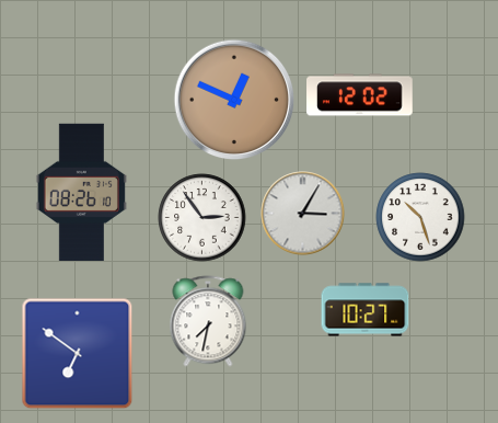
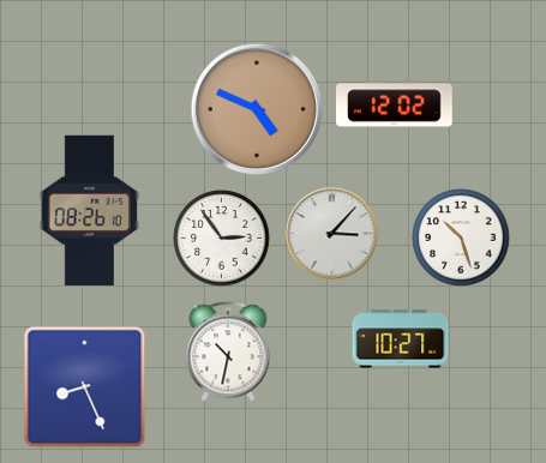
clock at (234, 100): 12:49 -> 4:49
clock at (303, 214): 3:05 -> 3:07
clock at (208, 321): 7:32 -> 10:32
clock at (78, 354): 6:51 -> 8:26
